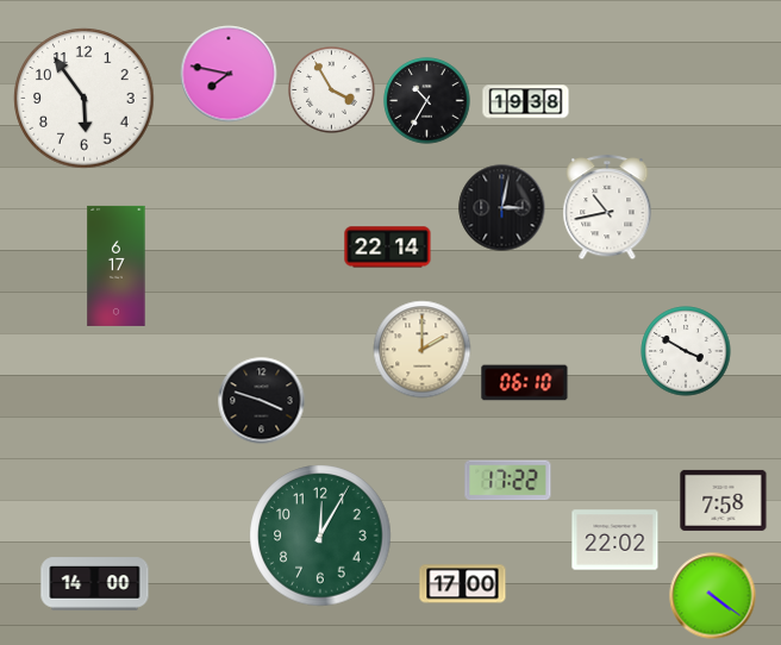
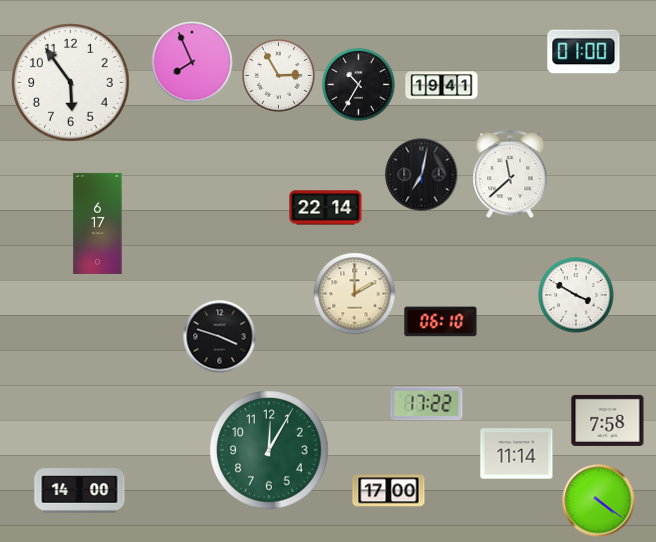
clock at (584, 52): none -> 01:00
clock at (229, 74): 7:47 -> 7:56
clock at (332, 90): 3:55 -> 2:55
clock at (526, 102): 19:38 -> 19:41
clock at (502, 208): 3:02 -> 7:02
clock at (607, 208): 10:43 -> 11:38
clock at (616, 540): 22:02 -> 11:14
